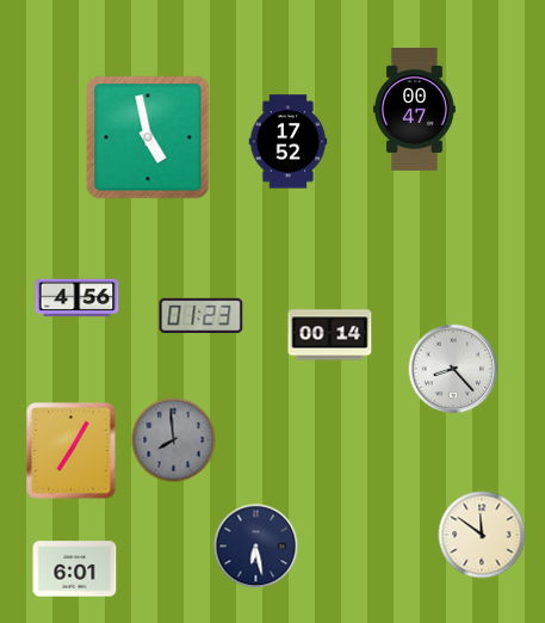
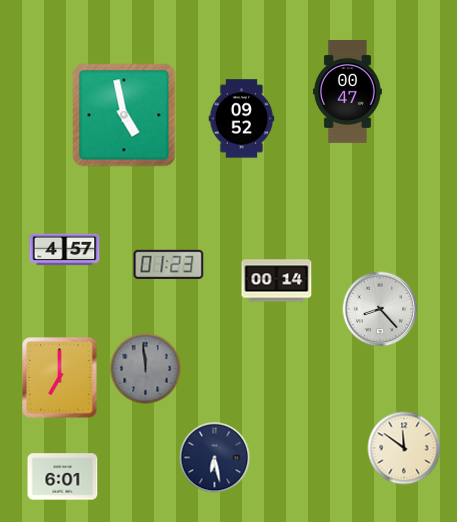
clock at (289, 142): 17:52 -> 09:52
clock at (78, 298): 4:56 -> 4:57
clock at (174, 440): 7:59 -> 11:59
clock at (72, 451): 7:05 -> 7:00
